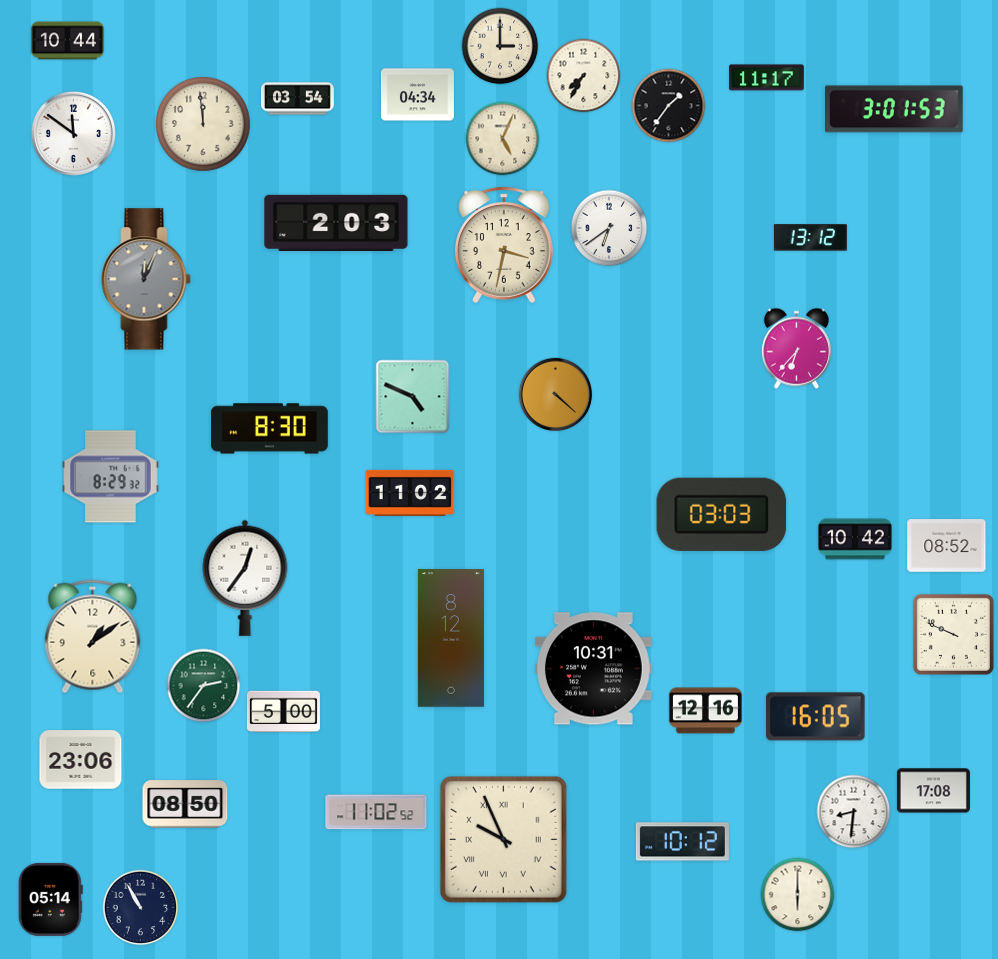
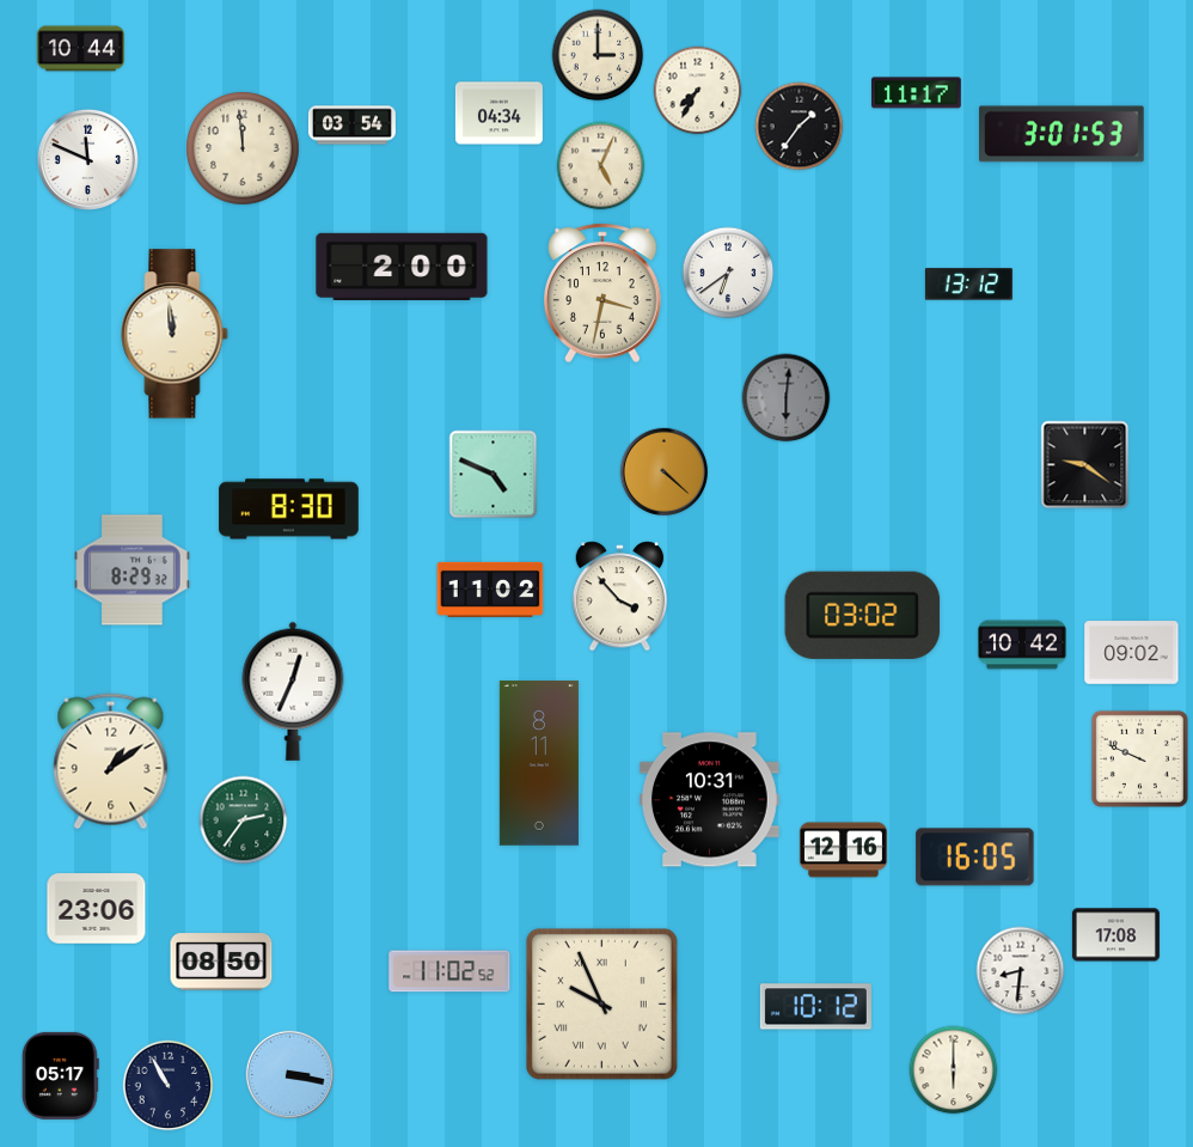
clock at (297, 99) position: (297, 99) -> (351, 126)
clock at (895, 109) position: (895, 109) -> (1063, 134)
clock at (73, 133): 11:51 -> 11:49
clock at (336, 222): 2:03 -> 2:00
clock at (146, 279): 12:04 -> 11:59
clock at (146, 279) dial: grey -> cream
clock at (787, 398): none -> 6:01
clock at (796, 348): 6:37 -> none
clock at (1085, 465): none -> 9:21
clock at (270, 429) position: (270, 429) -> (289, 510)
clock at (620, 597): none -> 3:53
clock at (722, 514): 03:03 -> 03:02
clock at (947, 546): 08:52 -> 09:02
clock at (245, 578): 12:36 -> 12:34
clock at (451, 638): 8:12 -> 8:11
clock at (283, 712): 5:00 -> none
clock at (933, 791) position: (933, 791) -> (1115, 935)
clock at (289, 1074): none -> 3:17
clock at (50, 899): 05:14 -> 05:17
